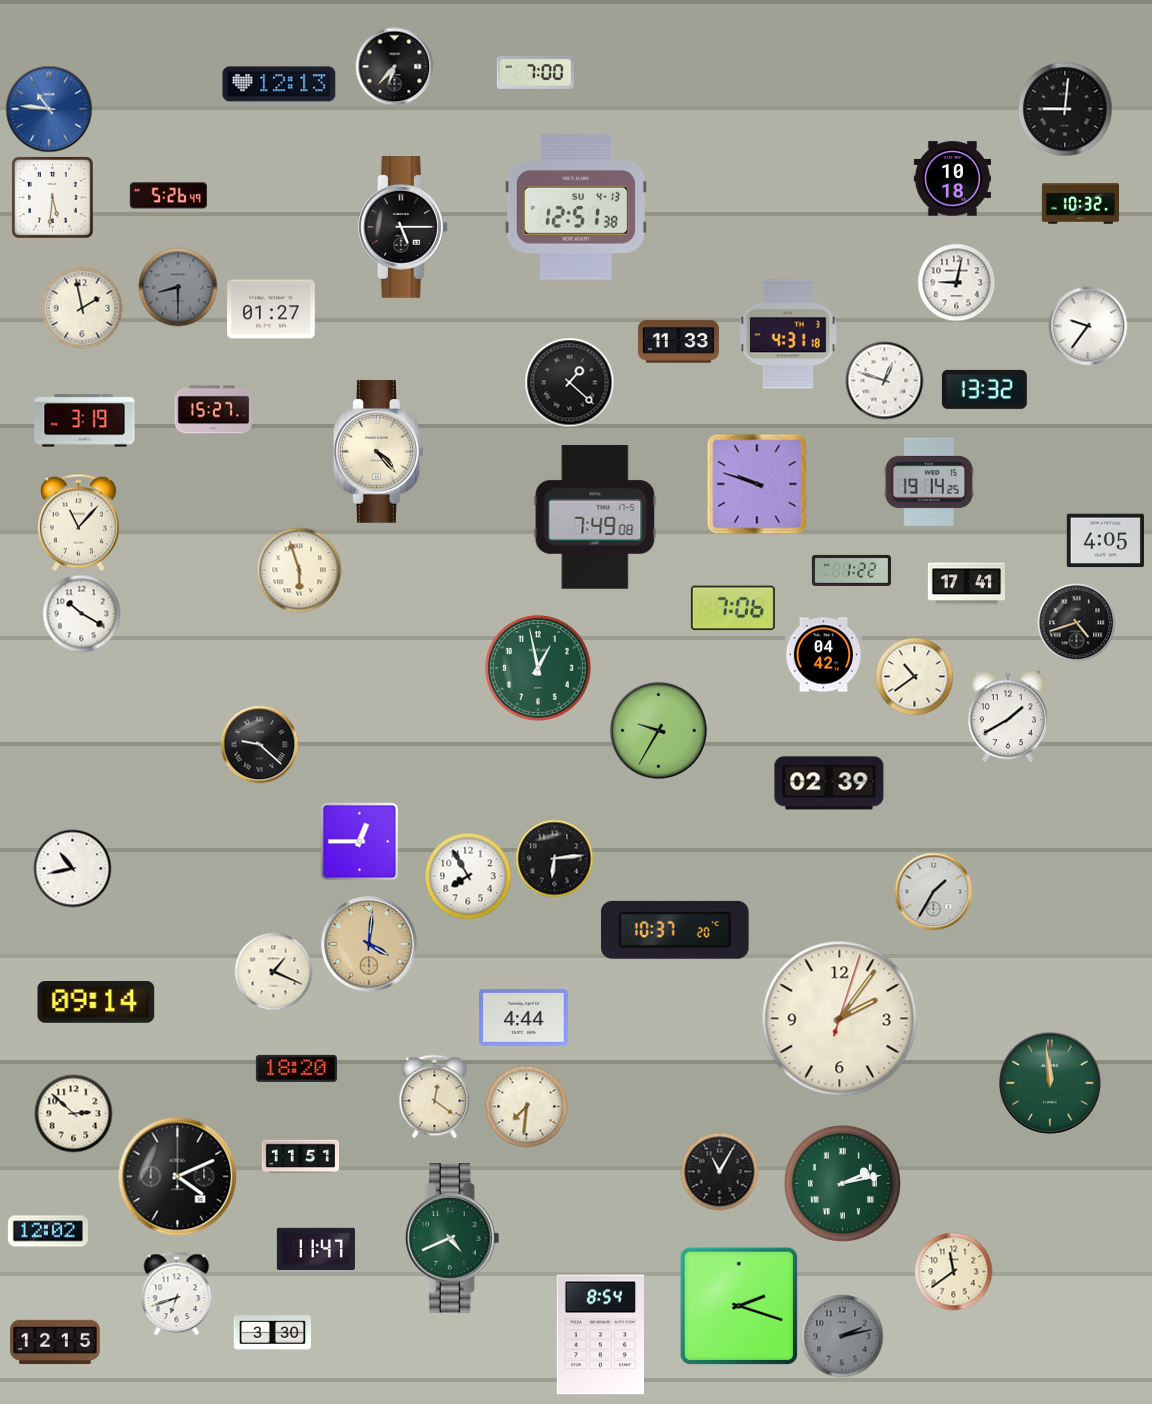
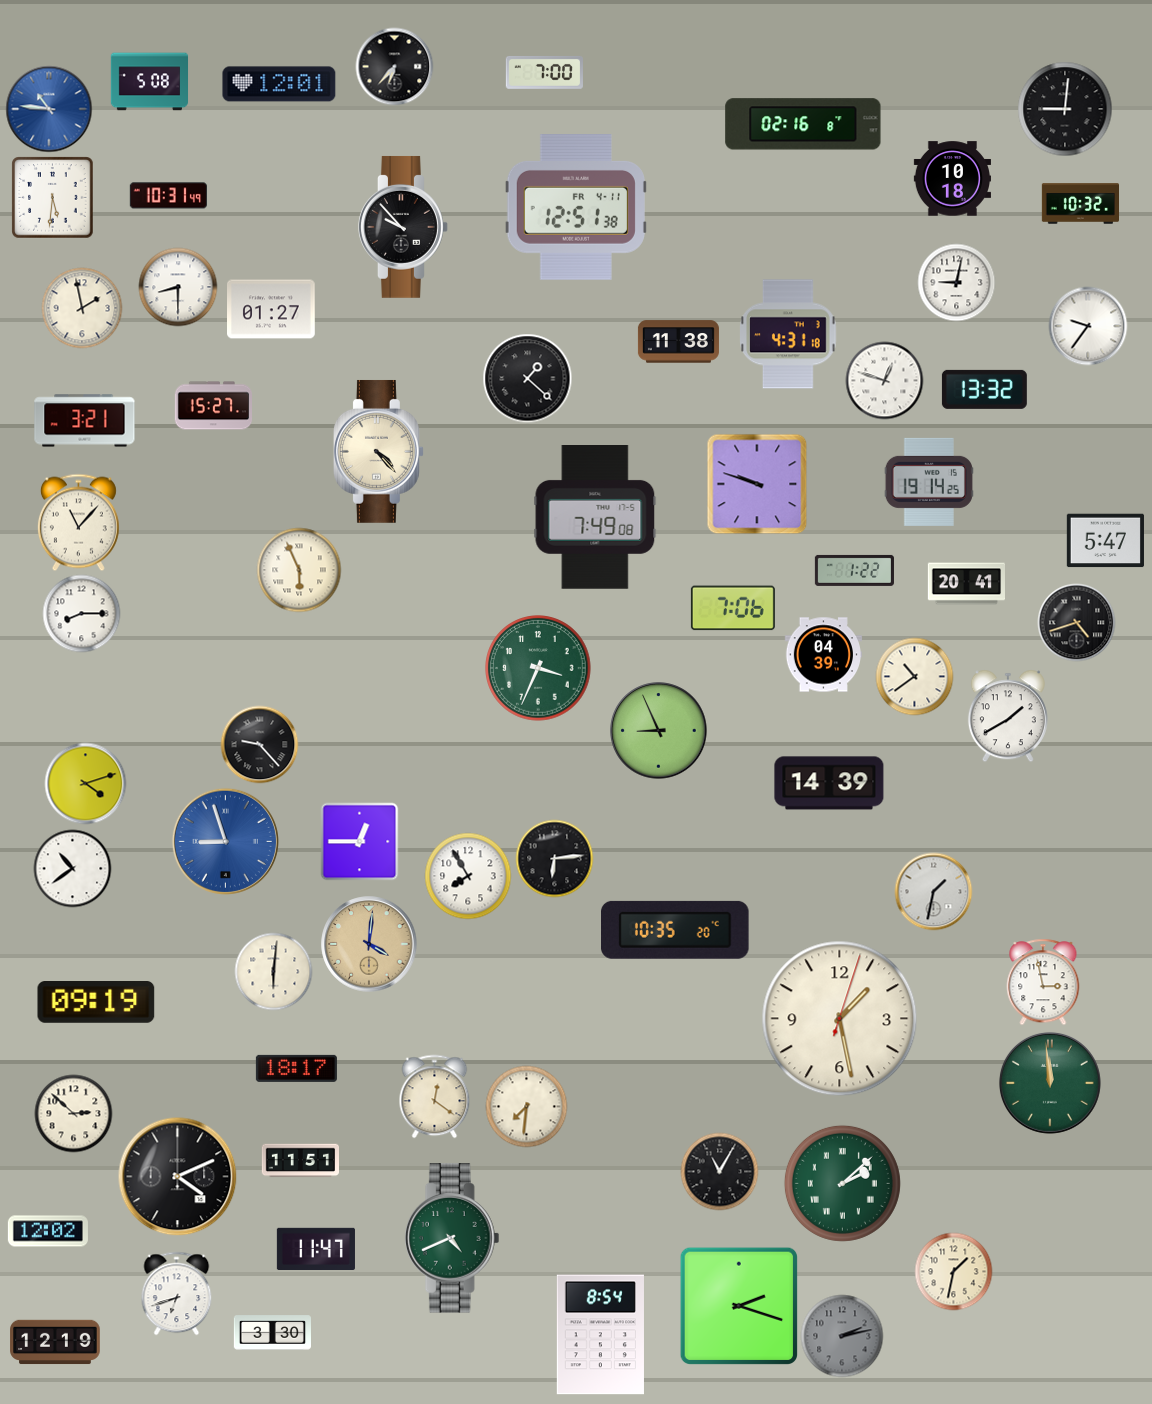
clock at (535, 72) position: (535, 72) -> (544, 72)
clock at (149, 82): none -> 5:08
clock at (279, 84): 12:13 -> 12:01
clock at (803, 124): none -> 02:16
clock at (168, 196): 5:26 -> 10:31
clock at (576, 208) date: SU 4-13 -> FR 4-11
clock at (404, 227): 5:15 -> 9:53
clock at (178, 287) dial: grey -> white
clock at (678, 342): 11:33 -> 11:38
clock at (569, 382) position: (569, 382) -> (527, 378)
clock at (213, 410) position: (213, 410) -> (213, 406)
clock at (85, 421): 3:19 -> 3:21
clock at (1105, 541): 4:05 -> 5:47
clock at (299, 570): 5:57 -> 5:56
clock at (851, 570) position: (851, 570) -> (854, 570)
clock at (966, 584): 17:41 -> 20:41
clock at (81, 613): 10:20 -> 8:15
clock at (823, 655): 04:42 -> 04:39
clock at (538, 668): 12:58 -> 3:34
clock at (659, 731): 9:35 -> 8:56
clock at (259, 744): 9:22 -> 9:23
clock at (85, 783): none -> 4:12
clock at (829, 783): 02:39 -> 14:39
clock at (225, 841): none -> 8:57
clock at (72, 868): 10:43 -> 10:39
clock at (933, 891): 1:35 -> 1:32
clock at (675, 930): 10:37 -> 10:35
clock at (273, 971): 1:19 -> 6:01
clock at (1043, 982): none -> 2:58
clock at (96, 1003): 09:14 -> 09:19
clock at (524, 1017): 4:44 -> none
clock at (840, 1019): 2:06 -> 1:28
clock at (296, 1068): 18:20 -> 18:17
clock at (300, 1157) position: (300, 1157) -> (300, 1161)
clock at (842, 1183): 2:13 -> 2:08
clock at (953, 1271): 11:39 -> 1:32
clock at (55, 1342): 12:15 -> 12:19
